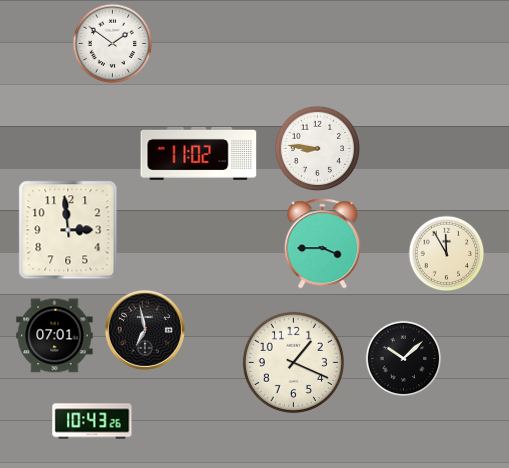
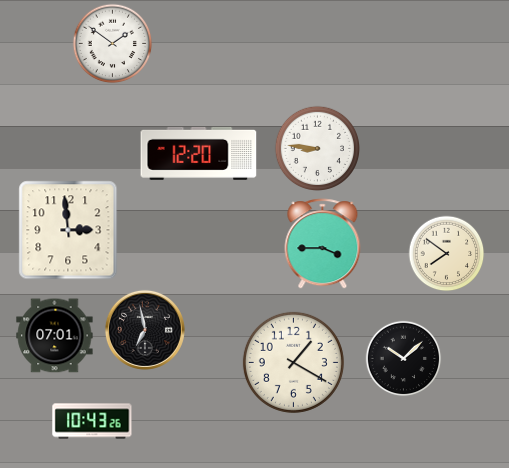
clock at (199, 153): 11:02 -> 12:20
clock at (447, 254): 11:55 -> 7:51
clock at (293, 362): 1:19 -> 1:20
